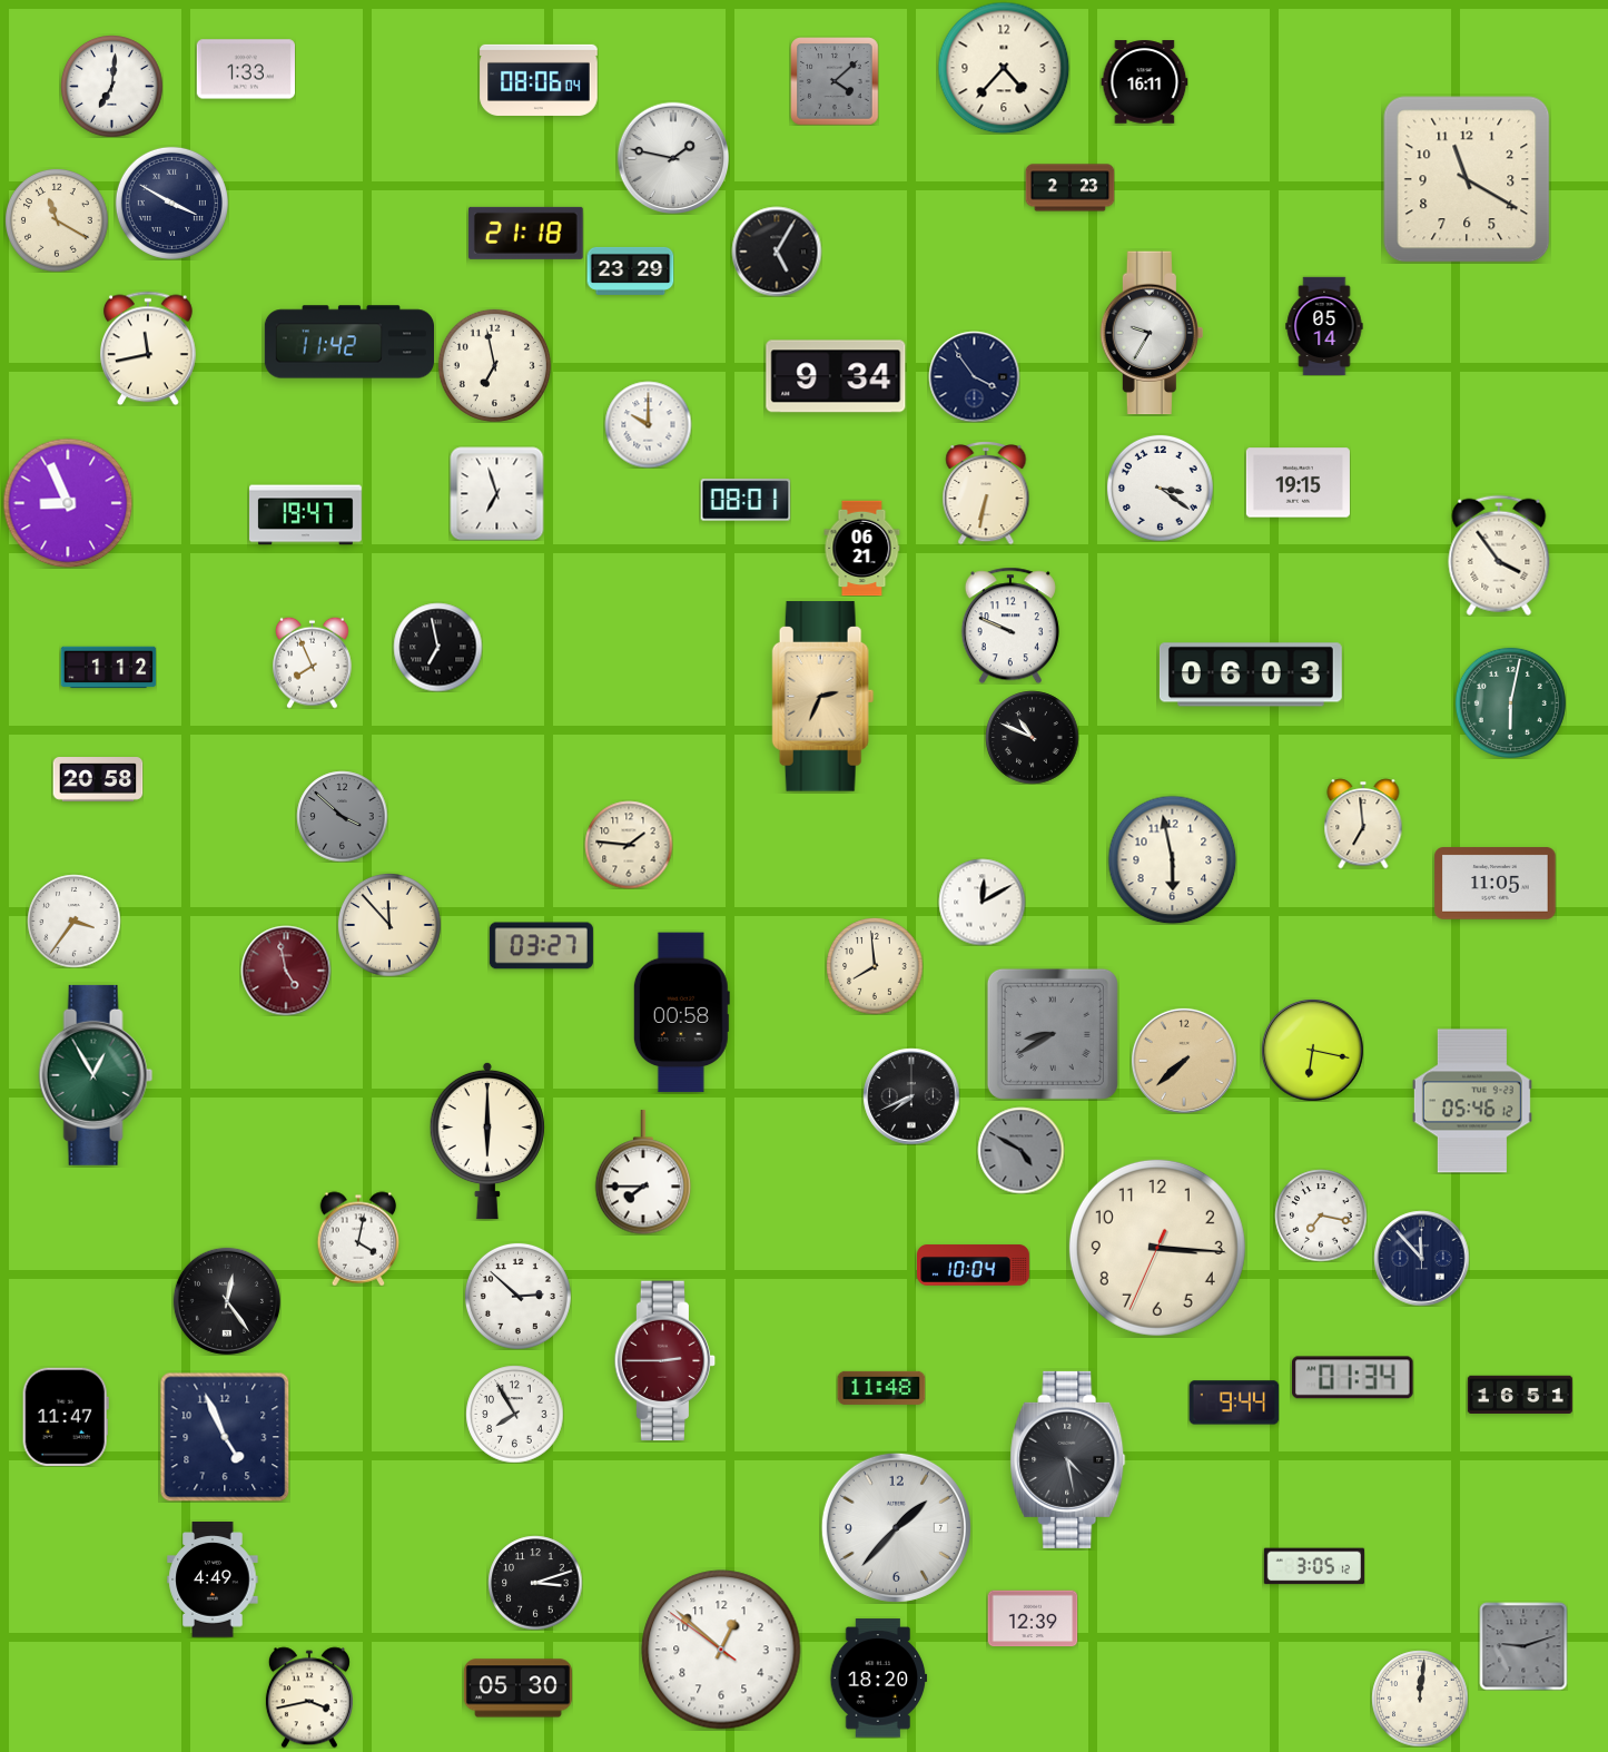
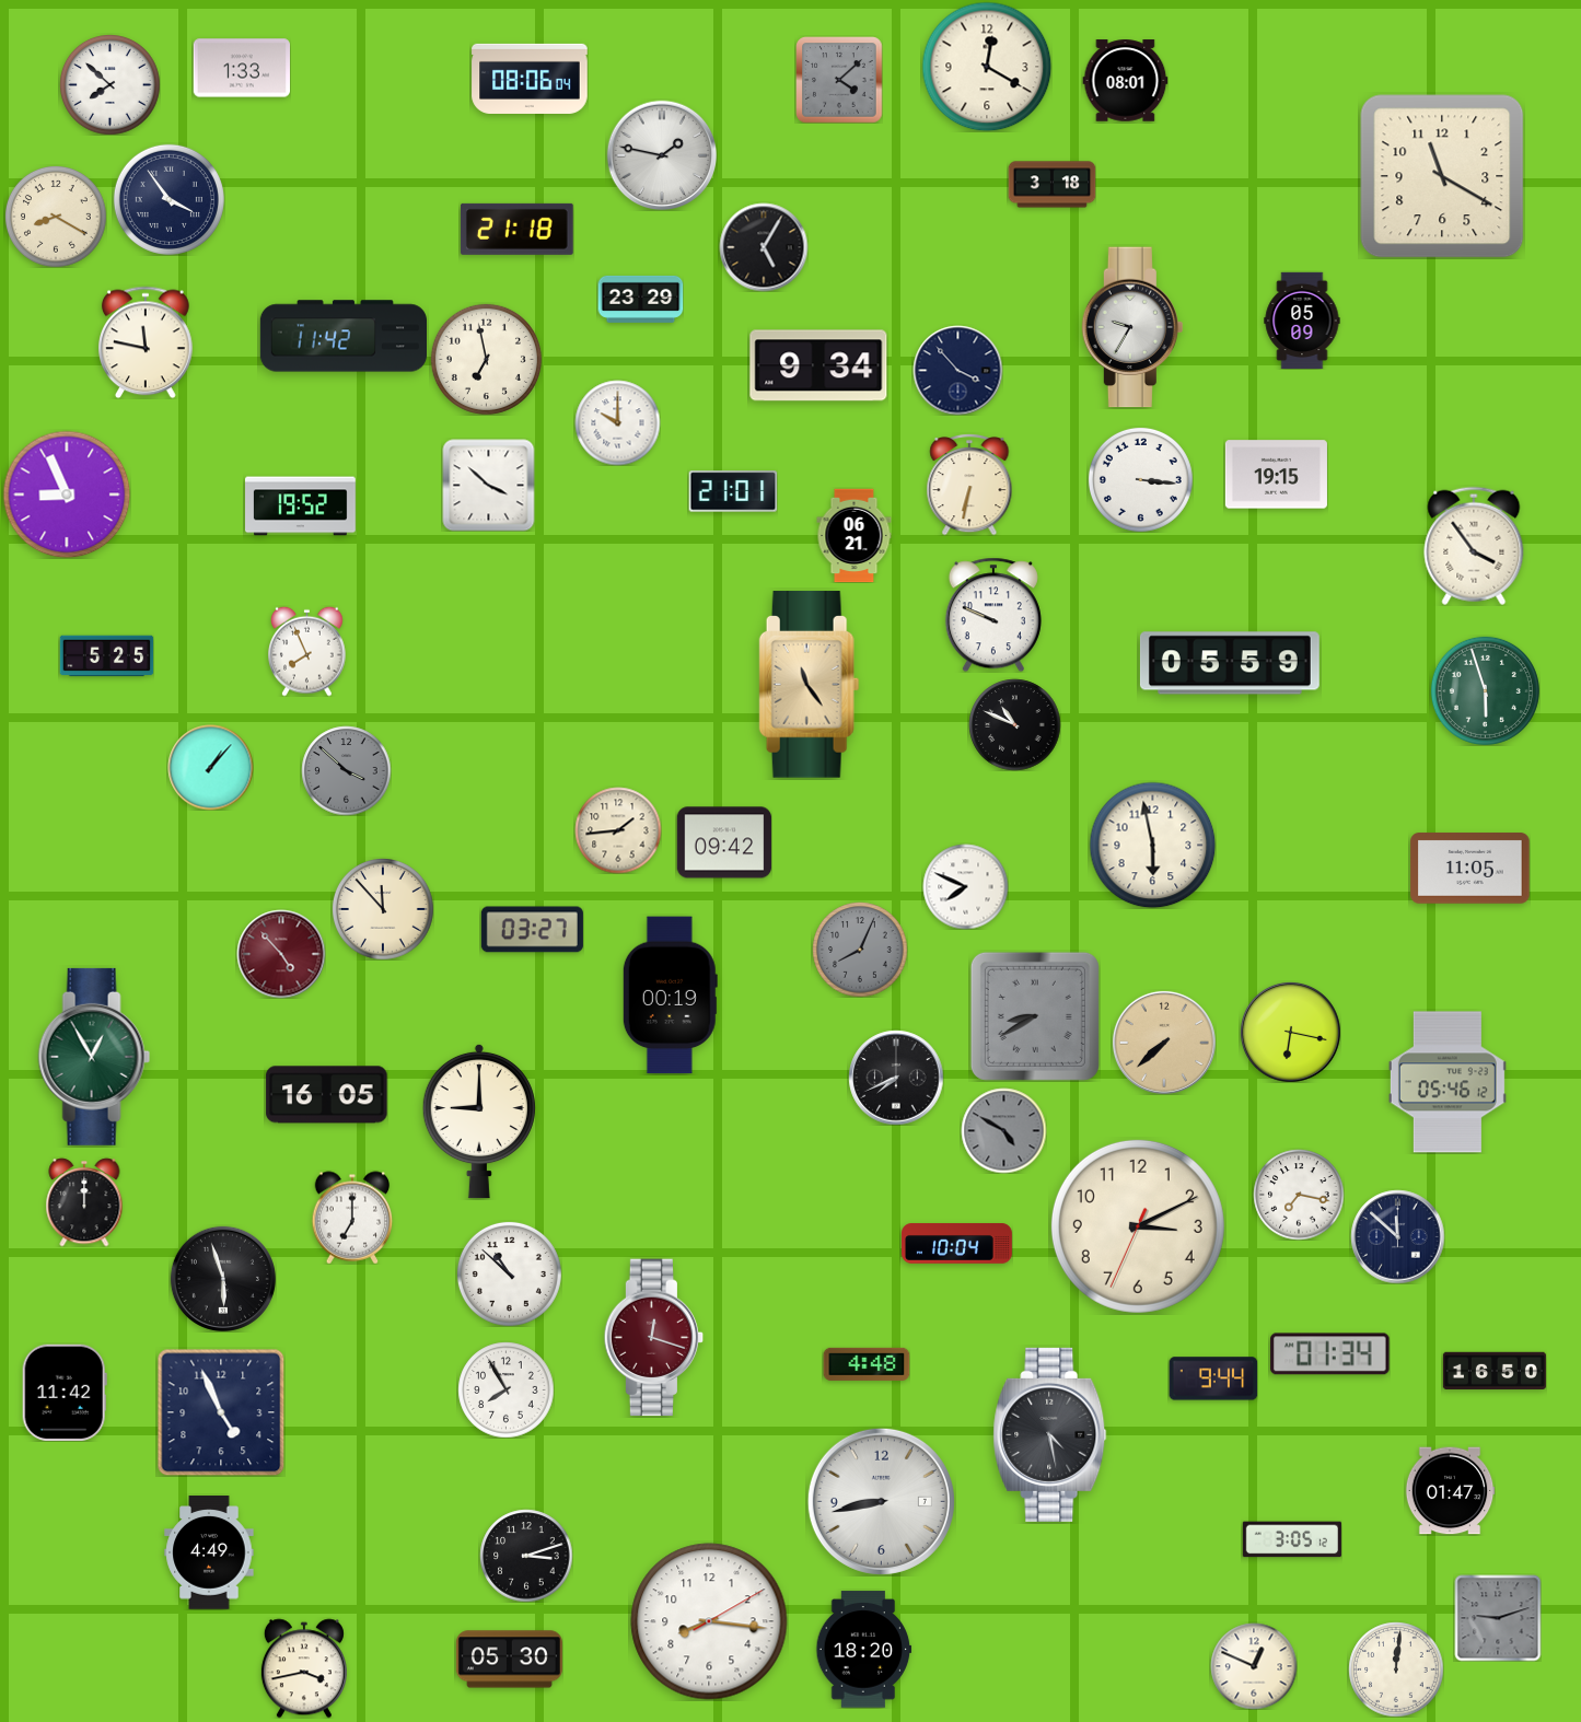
clock at (1004, 68): 4:37 -> 12:20
clock at (835, 81) position: (835, 81) -> (839, 80)
clock at (1144, 82): 16:11 -> 08:01
clock at (112, 87): 7:01 -> 7:52
clock at (1069, 188): 2:23 -> 3:18
clock at (171, 203): 3:50 -> 3:54
clock at (57, 220): 11:20 -> 8:20
clock at (630, 270) position: (630, 270) -> (640, 299)
clock at (1324, 326): 05:14 -> 05:09
clock at (149, 348): 11:43 -> 11:47
clock at (836, 376) position: (836, 376) -> (818, 365)
clock at (974, 376): 3:54 -> 3:53
clock at (648, 424) position: (648, 424) -> (617, 422)
clock at (1160, 488): 3:21 -> 3:16
clock at (496, 493): 6:57 -> 3:52
clock at (746, 500): 08:01 -> 21:01
clock at (306, 515): 19:47 -> 19:52
clock at (862, 548) position: (862, 548) -> (855, 535)
clock at (437, 647): 6:58 -> none
clock at (108, 668): 1:12 -> 5:25
clock at (1251, 675): 06:03 -> 05:59
clock at (823, 697): 2:34 -> 11:24
clock at (1510, 702): 6:02 -> 5:57
clock at (98, 780): 20:58 -> none
clock at (210, 767): none -> 1:07
clock at (342, 816) position: (342, 816) -> (346, 770)
clock at (1363, 824): 6:59 -> none
clock at (629, 845): 1:46 -> 1:44
clock at (724, 842): none -> 09:42
clock at (981, 902): 12:10 -> 7:49
clock at (73, 921): 3:36 -> none
clock at (875, 966): 7:59 -> 8:04
clock at (875, 966) dial: cream -> grey
clock at (286, 971): 4:58 -> 4:53
clock at (681, 1013): 00:58 -> 00:19
clock at (327, 1095): none -> 16:05
clock at (487, 1141): 6:00 -> 9:00
clock at (643, 1172): 7:45 -> none
clock at (84, 1202): none -> 12:00
clock at (358, 1239): 4:02 -> 7:00
clock at (1157, 1248): 3:15 -> 3:10
clock at (1421, 1258): 11:53 -> 11:52
clock at (517, 1296): 2:52 -> 10:52
clock at (227, 1301): 12:24 -> 5:57
clock at (665, 1361): 2:45 -> 12:18
clock at (881, 1388): 11:48 -> 4:48
clock at (1520, 1395): 16:51 -> 16:50
clock at (66, 1417): 11:47 -> 11:42
clock at (1450, 1491): none -> 01:47
clock at (896, 1527): 1:37 -> 8:43
clock at (1033, 1618): 12:39 -> none
clock at (721, 1650): 12:51 -> 8:16
clock at (1254, 1666): none -> 12:49
